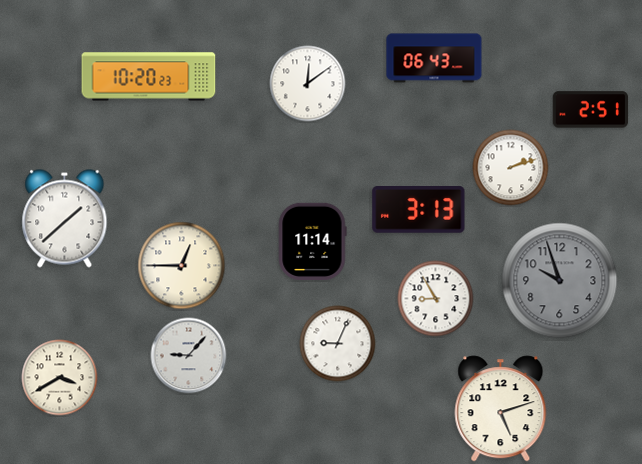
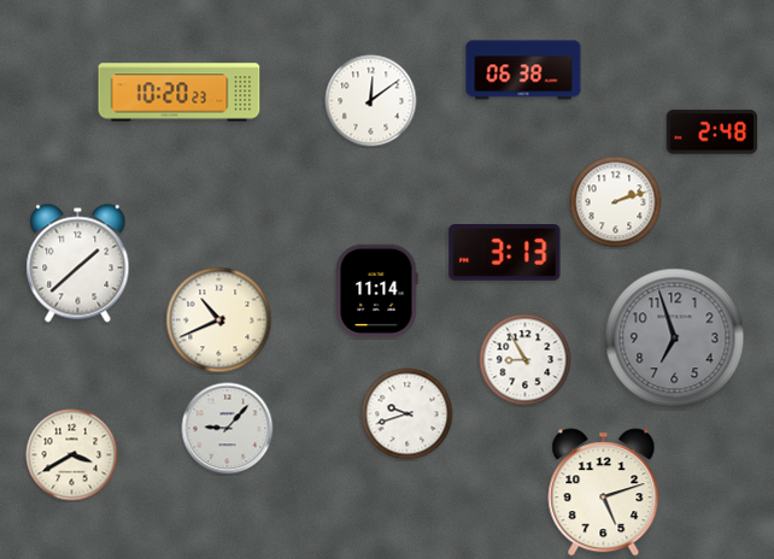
clock at (434, 58): 06:43 -> 06:38
clock at (591, 110): 2:51 -> 2:48
clock at (182, 266): 12:45 -> 10:41
clock at (560, 281): 9:57 -> 6:57
clock at (338, 344): 9:04 -> 9:42
